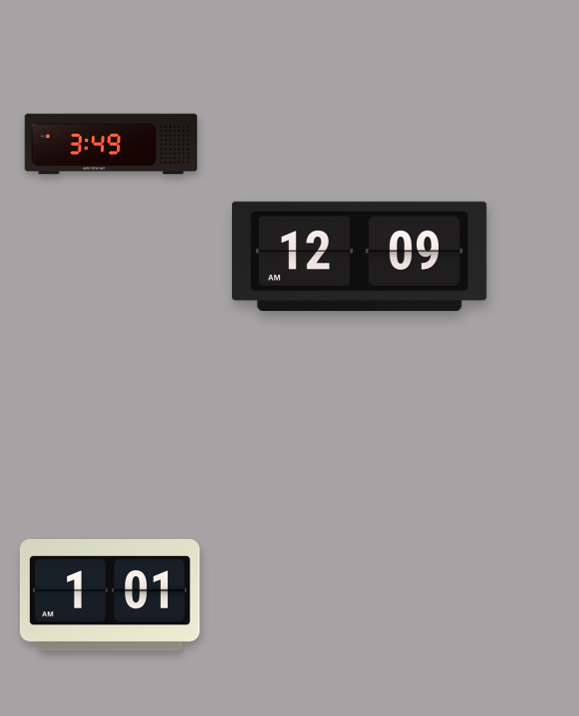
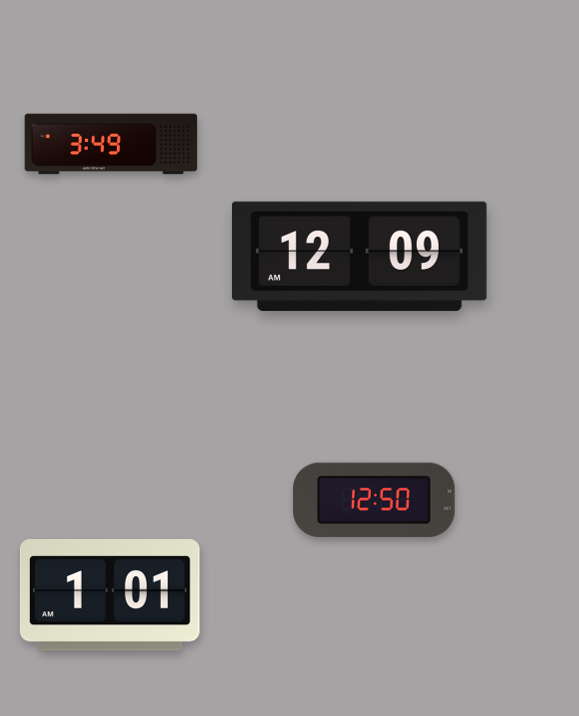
clock at (375, 500): none -> 12:50
